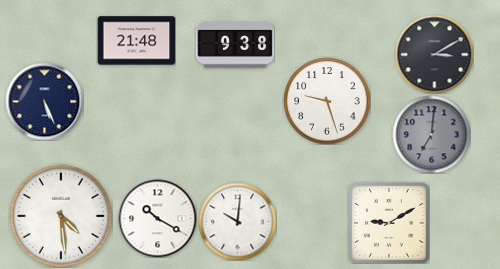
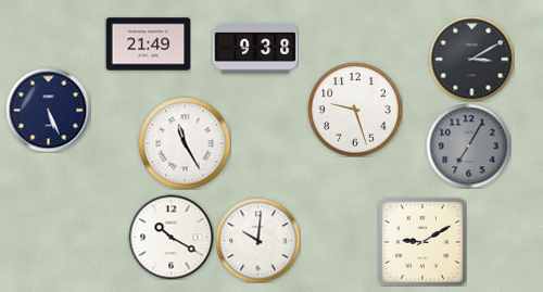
clock at (136, 41): 21:48 -> 21:49
clock at (185, 143): none -> 11:25
clock at (431, 134): 7:01 -> 7:05
clock at (61, 216): 4:29 -> none
